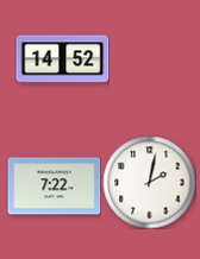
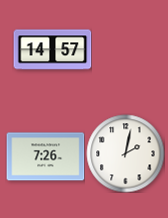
clock at (62, 59): 14:52 -> 14:57
clock at (54, 187): 7:22 -> 7:26
